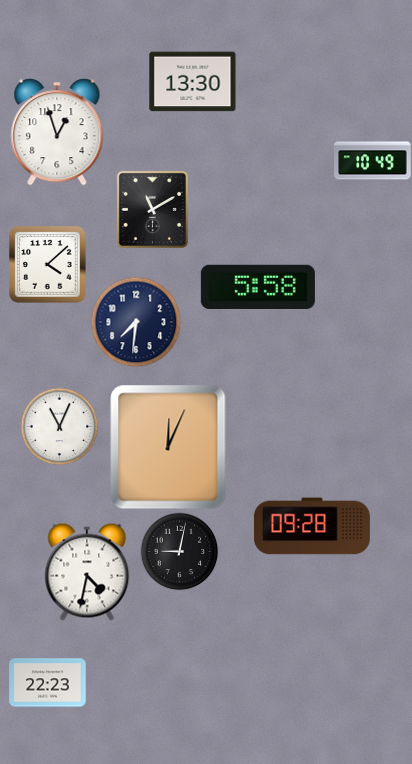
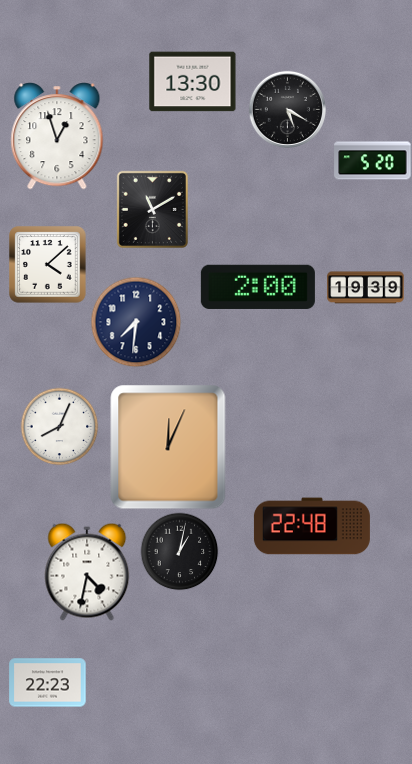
clock at (287, 109): none -> 5:20
clock at (57, 132) position: (57, 132) -> (57, 136)
clock at (373, 161): 10:49 -> 5:20
clock at (258, 287): 5:58 -> 2:00
clock at (366, 288): none -> 19:39
clock at (59, 426): 11:04 -> 8:04
clock at (312, 526): 09:28 -> 22:48
clock at (179, 551): 9:02 -> 1:02
